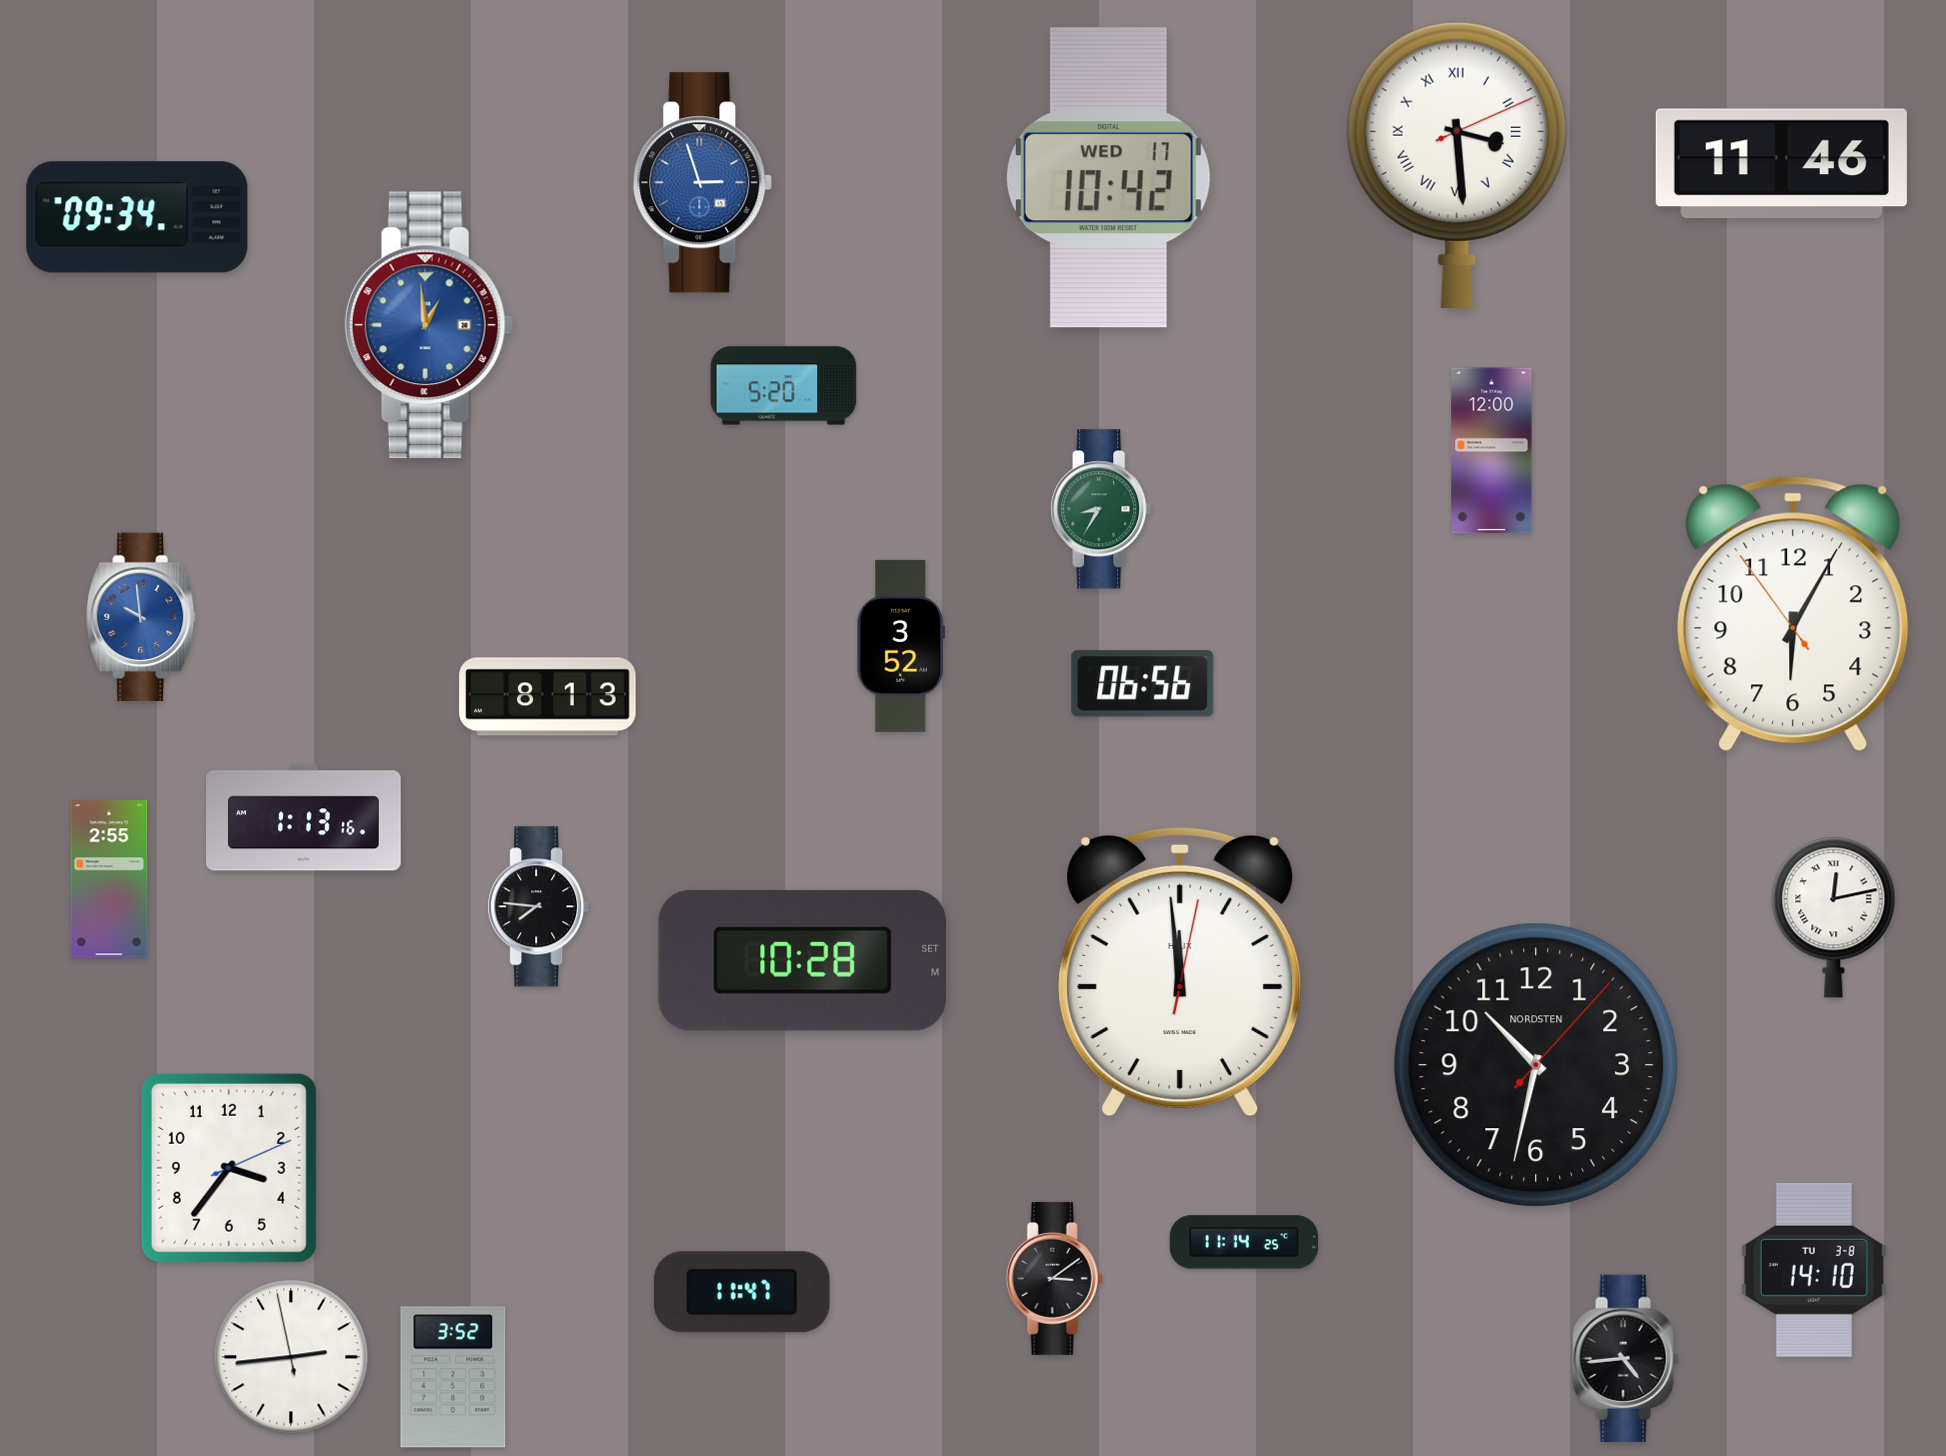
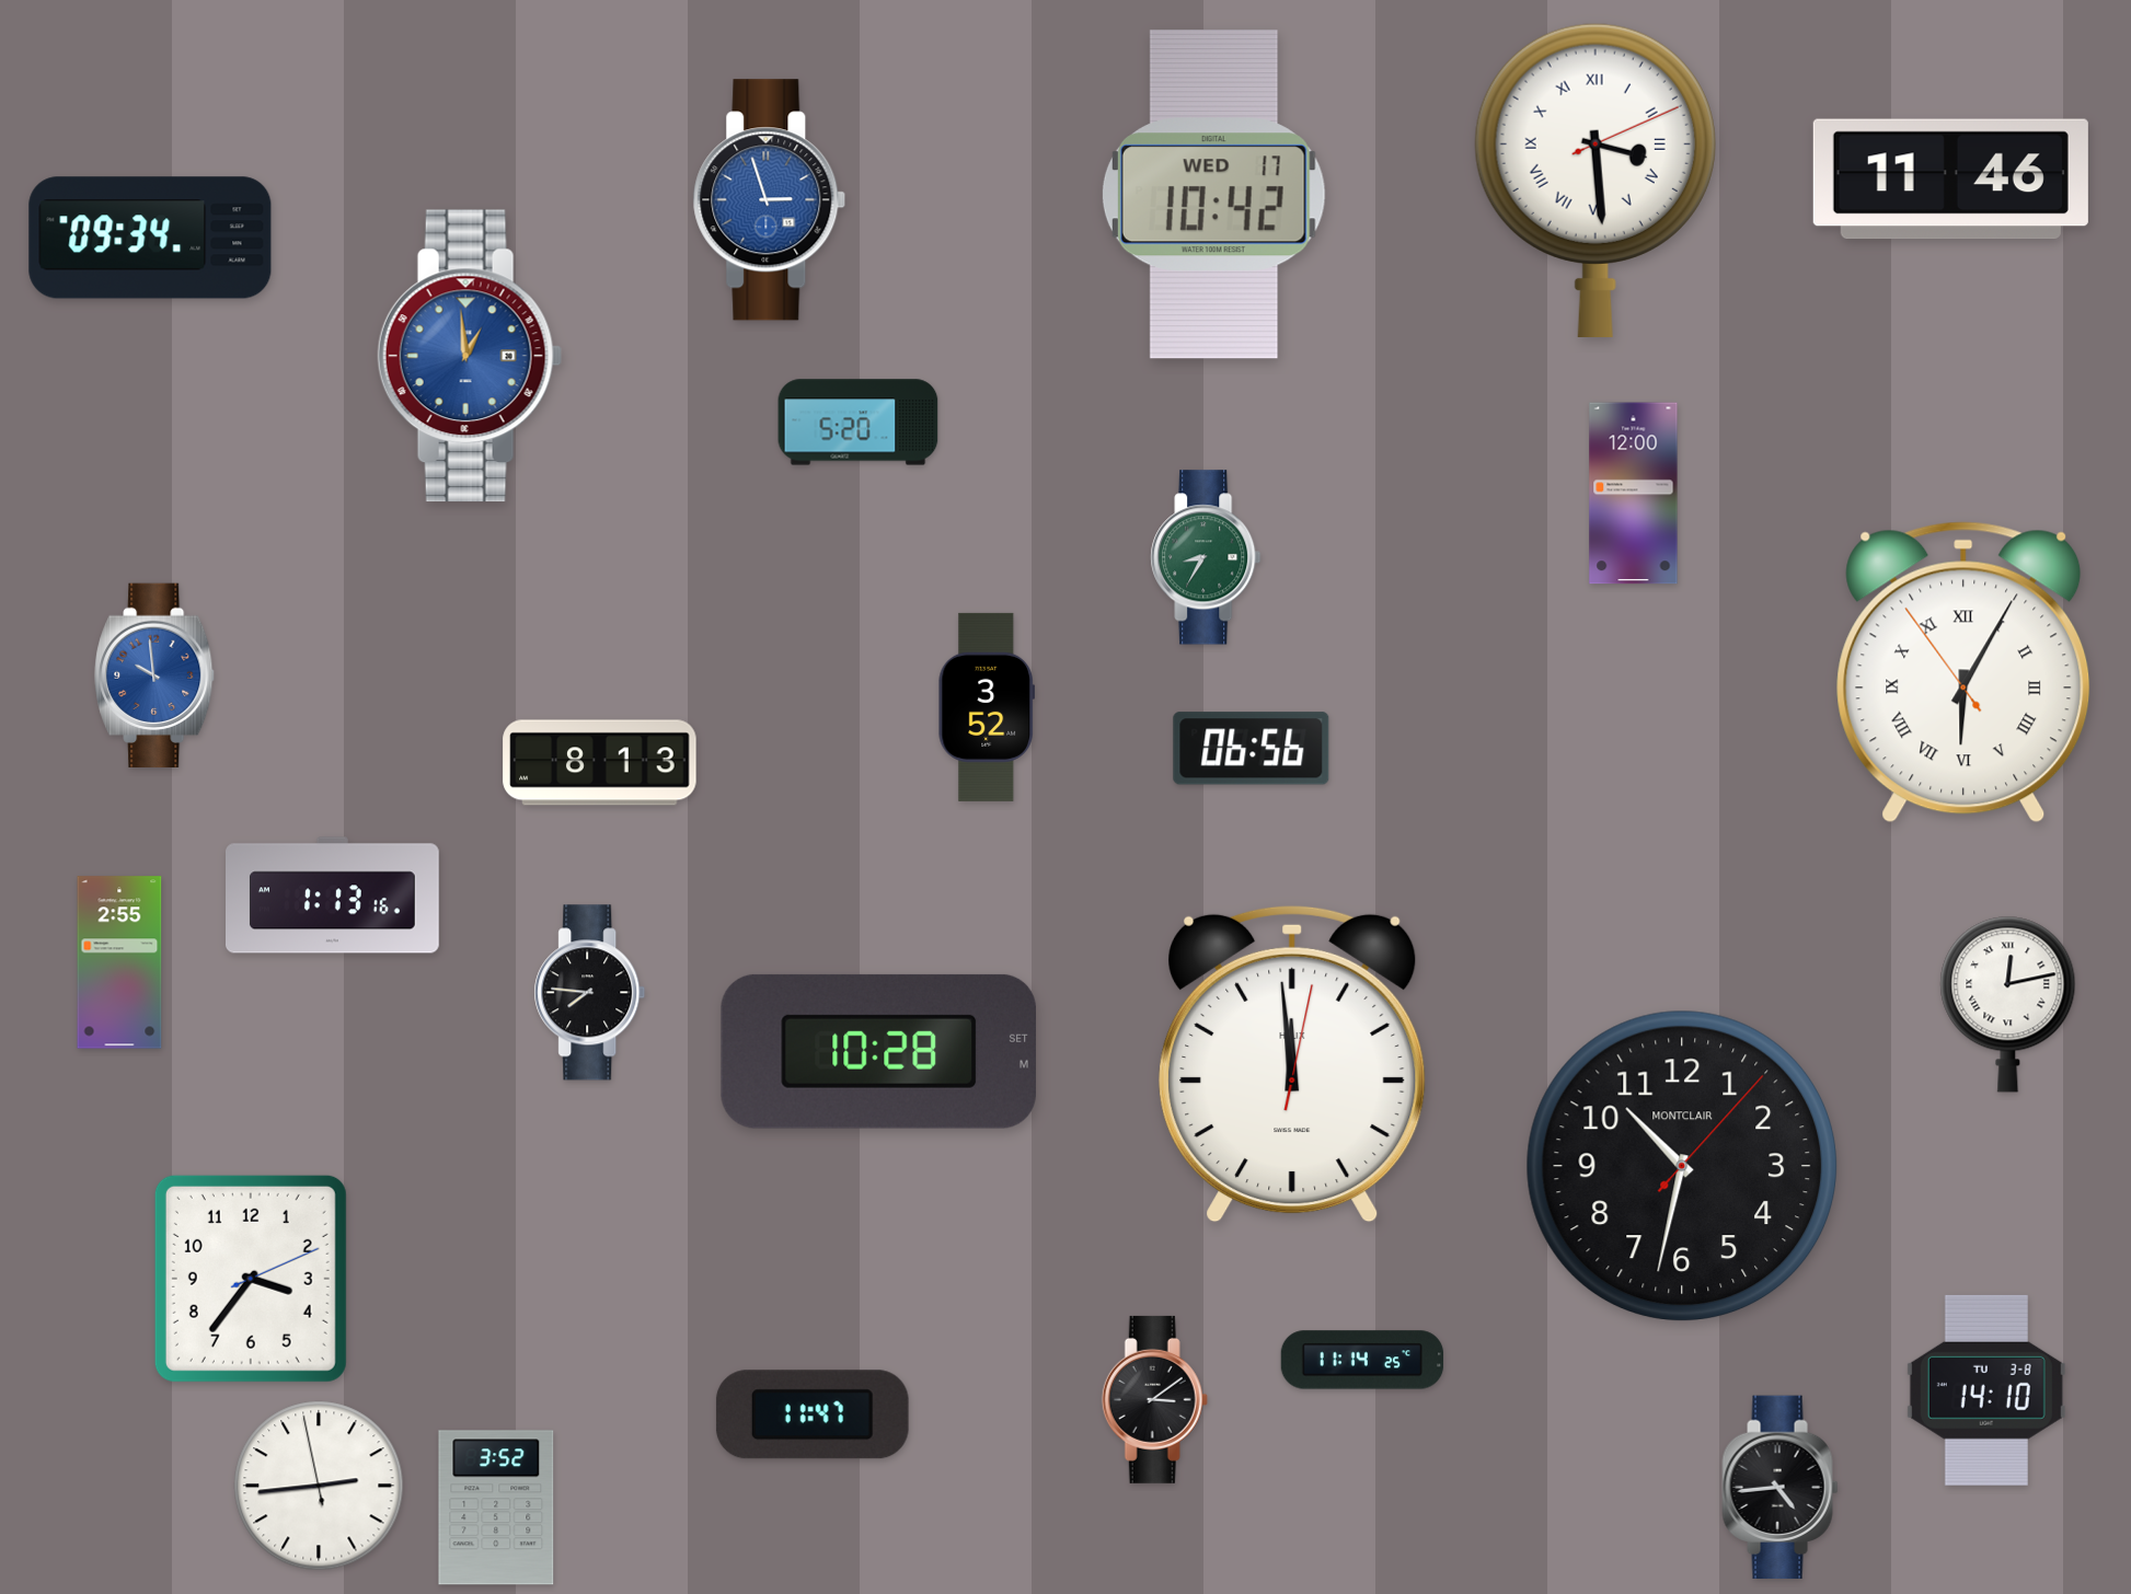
clock at (1793, 614) numerals: Arabic -> Roman
clock at (1535, 1064) brand: NORDSTEN -> MONTCLAIR
